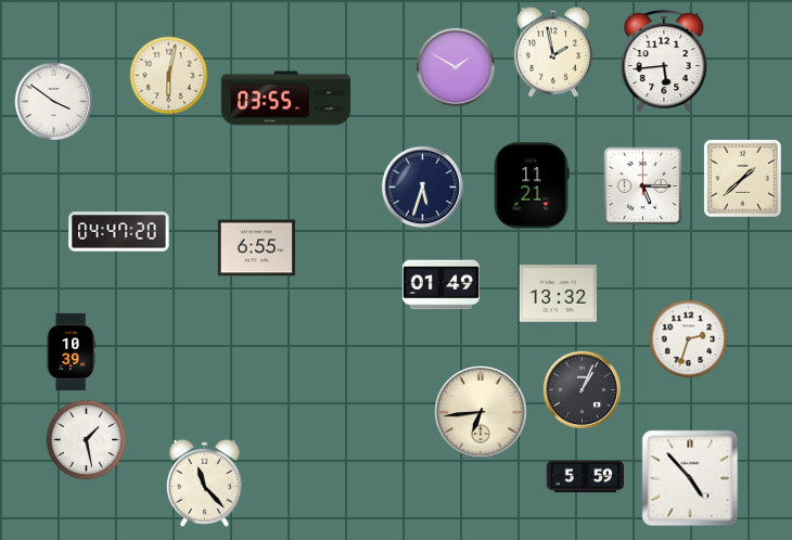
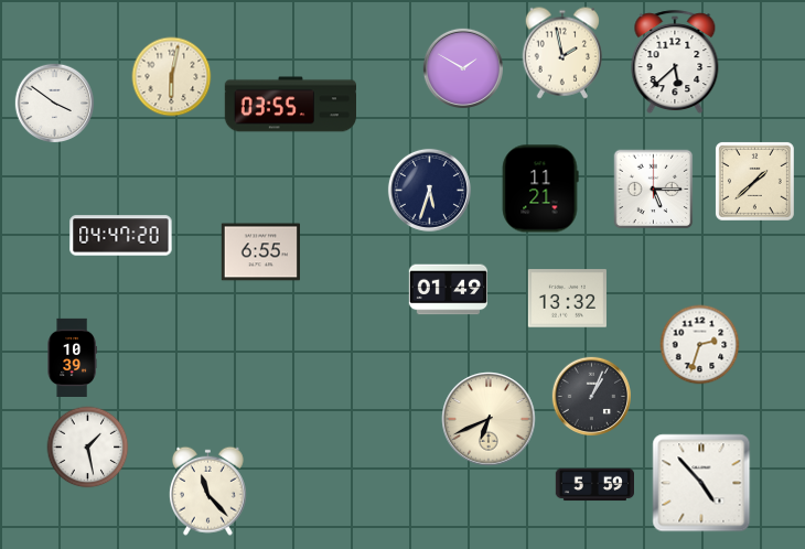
clock at (664, 62): 5:44 -> 5:38
clock at (285, 99) position: (285, 99) -> (290, 105)
clock at (481, 412): 6:44 -> 6:41
clock at (690, 478) position: (690, 478) -> (701, 483)
